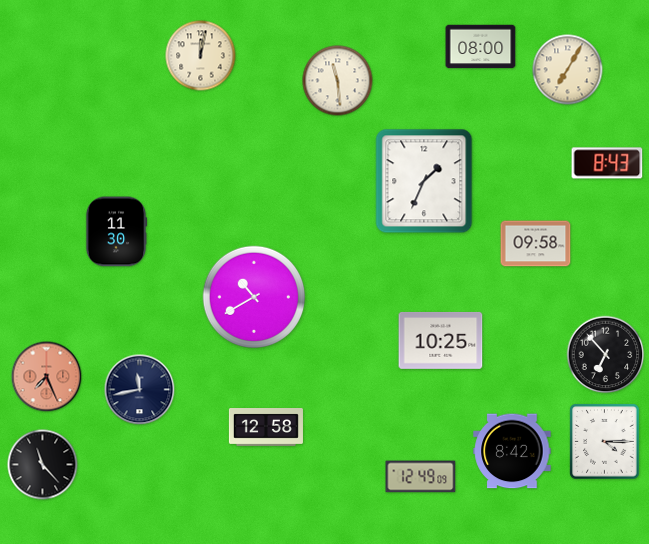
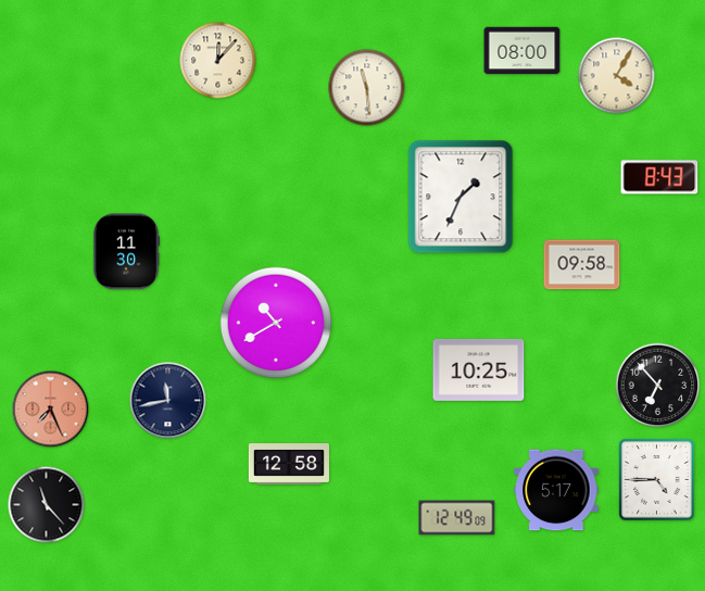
clock at (201, 56): 12:02 -> 12:07
clock at (568, 70): 7:05 -> 4:05
clock at (140, 390) position: (140, 390) -> (168, 401)
clock at (605, 442): 4:15 -> 4:45
clock at (512, 451): 8:42 -> 5:17
